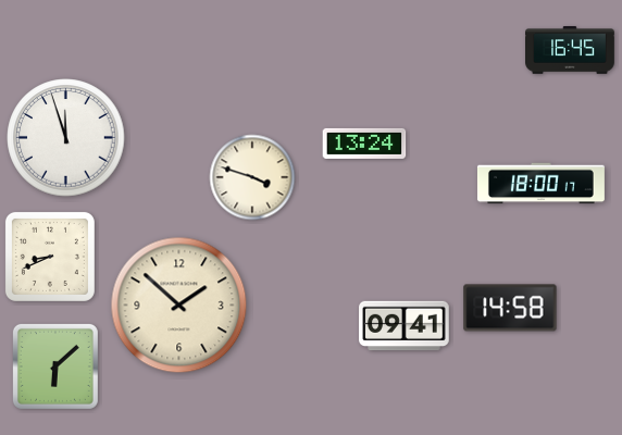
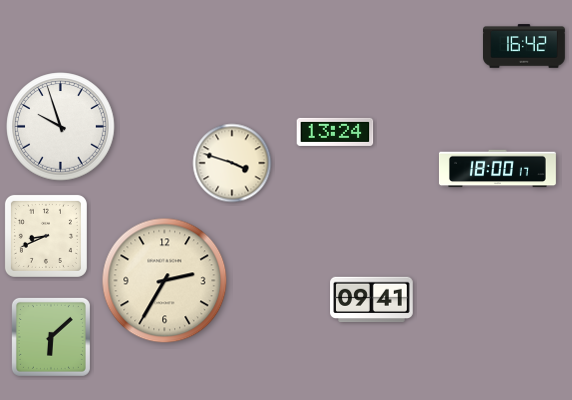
clock at (571, 50): 16:45 -> 16:42
clock at (66, 138): 11:57 -> 9:57
clock at (179, 306): 1:52 -> 2:35
clock at (510, 308): 14:58 -> none
